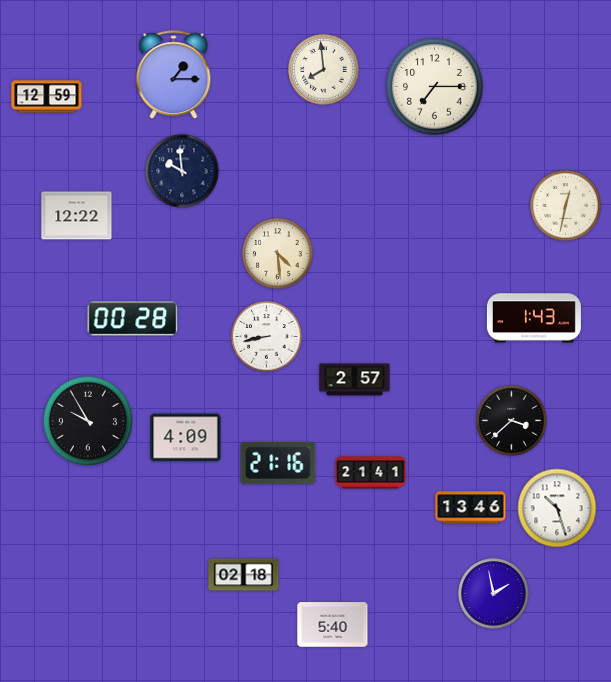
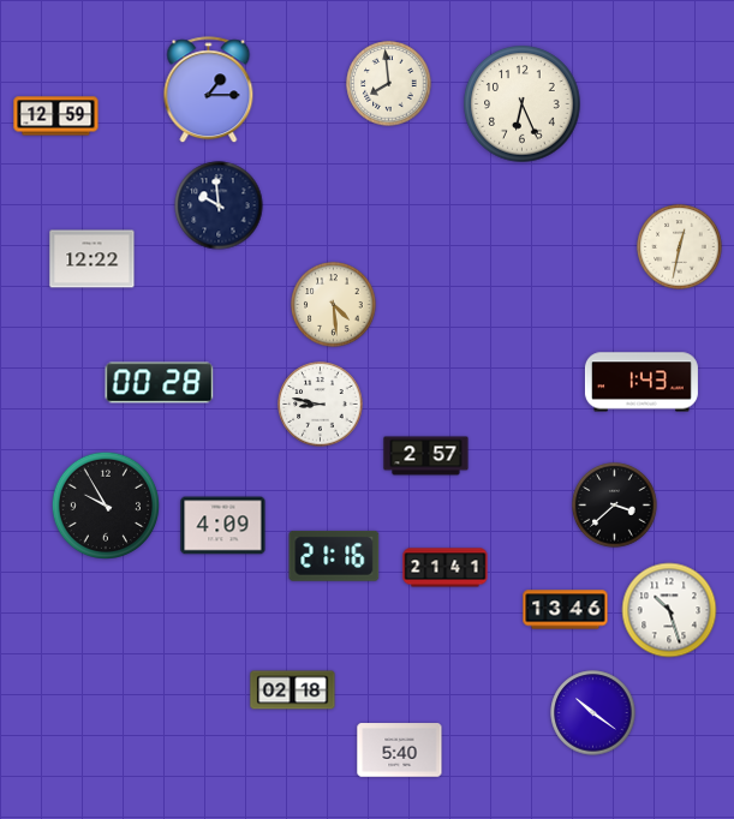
clock at (435, 87): 7:15 -> 6:26
clock at (267, 337): 8:43 -> 8:47
clock at (494, 594): 1:58 -> 10:21
